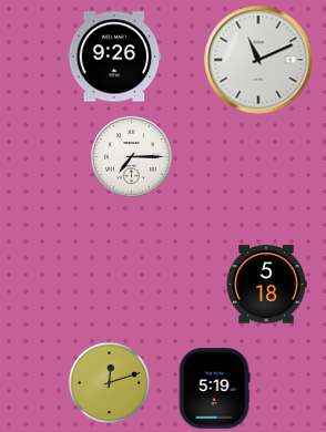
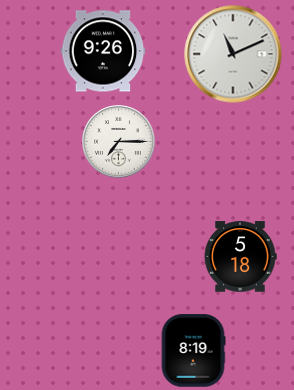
clock at (109, 382): 12:12 -> none
clock at (214, 389): 5:19 -> 8:19
